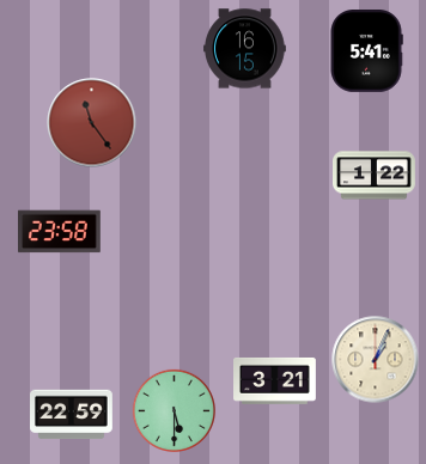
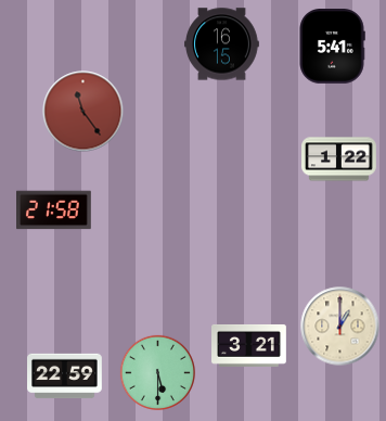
clock at (60, 232): 23:58 -> 21:58
clock at (376, 360): 1:04 -> 1:00
